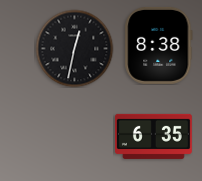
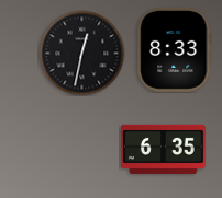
clock at (159, 45): 8:38 -> 8:33
clock at (153, 136) position: (153, 136) -> (163, 149)
